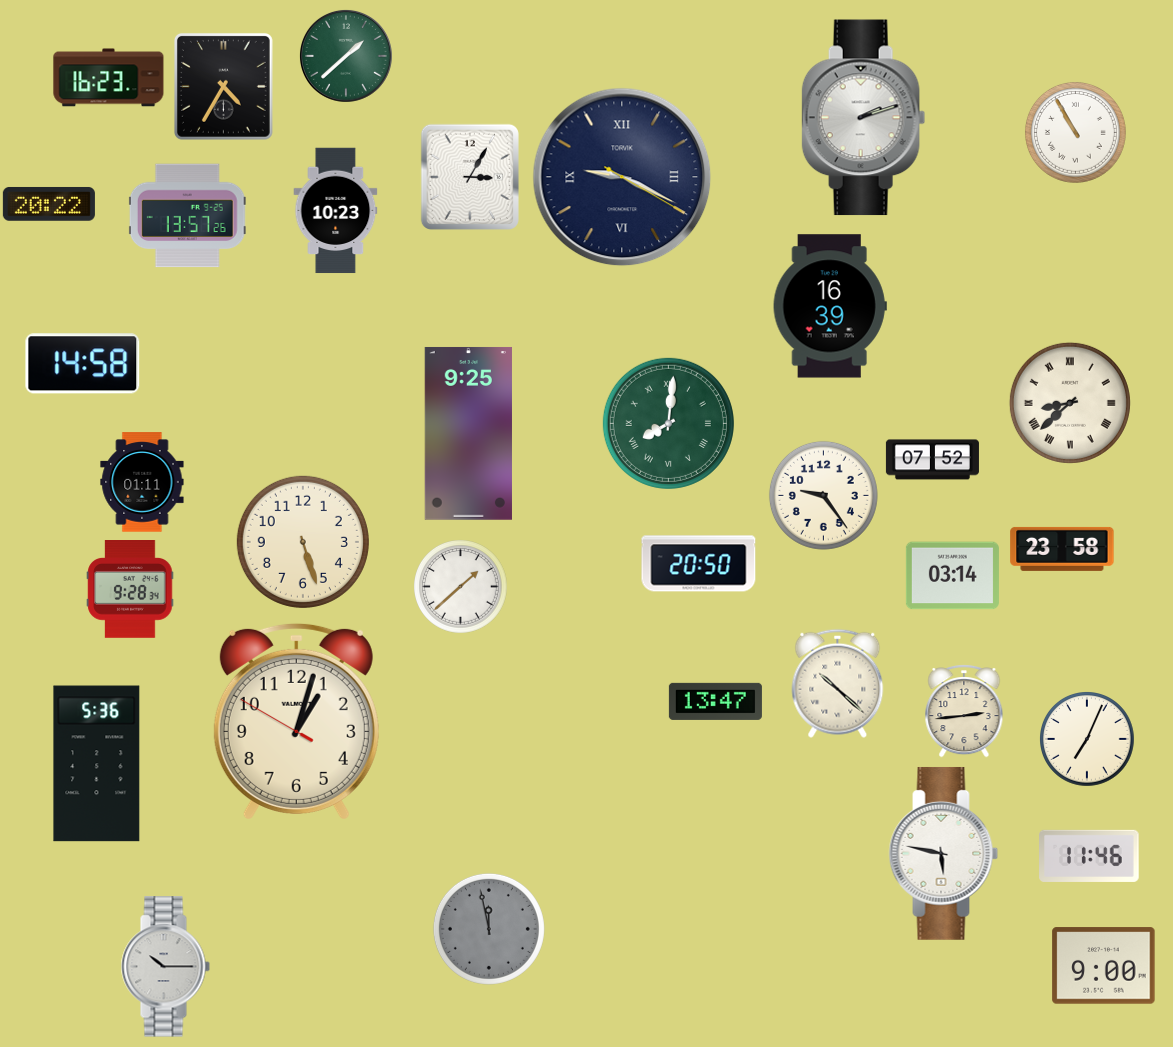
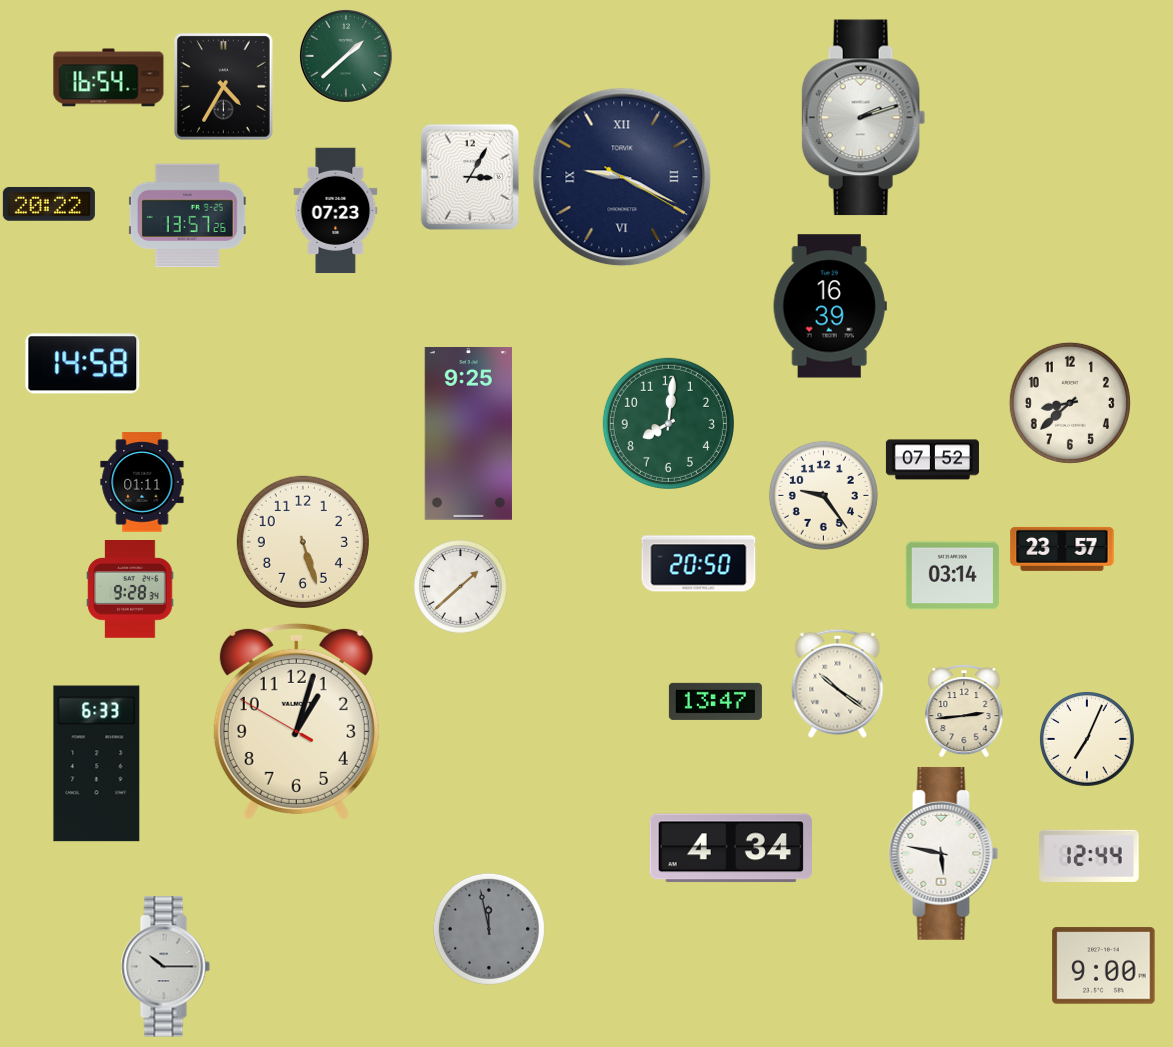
clock at (109, 78): 16:23 -> 16:54
clock at (1075, 132): 10:55 -> none
clock at (336, 211): 10:23 -> 07:23
clock at (1070, 403) numerals: Roman -> Arabic
clock at (668, 423) numerals: Roman -> Arabic
clock at (1062, 549): 23:58 -> 23:57
clock at (838, 683): 10:22 -> 10:21
clock at (97, 764): 5:36 -> 6:33
clock at (731, 848): none -> 4:34
clock at (1089, 856): 11:46 -> 12:44
